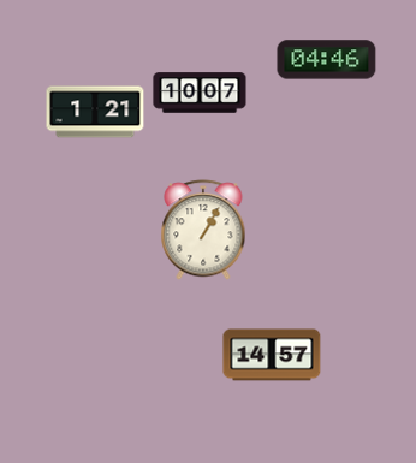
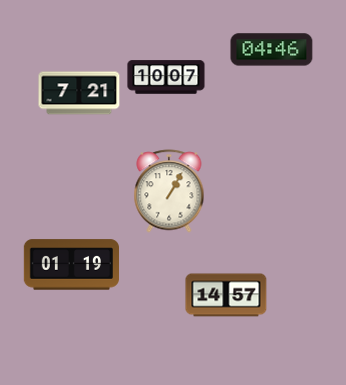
clock at (95, 112): 1:21 -> 7:21
clock at (71, 265): none -> 01:19
